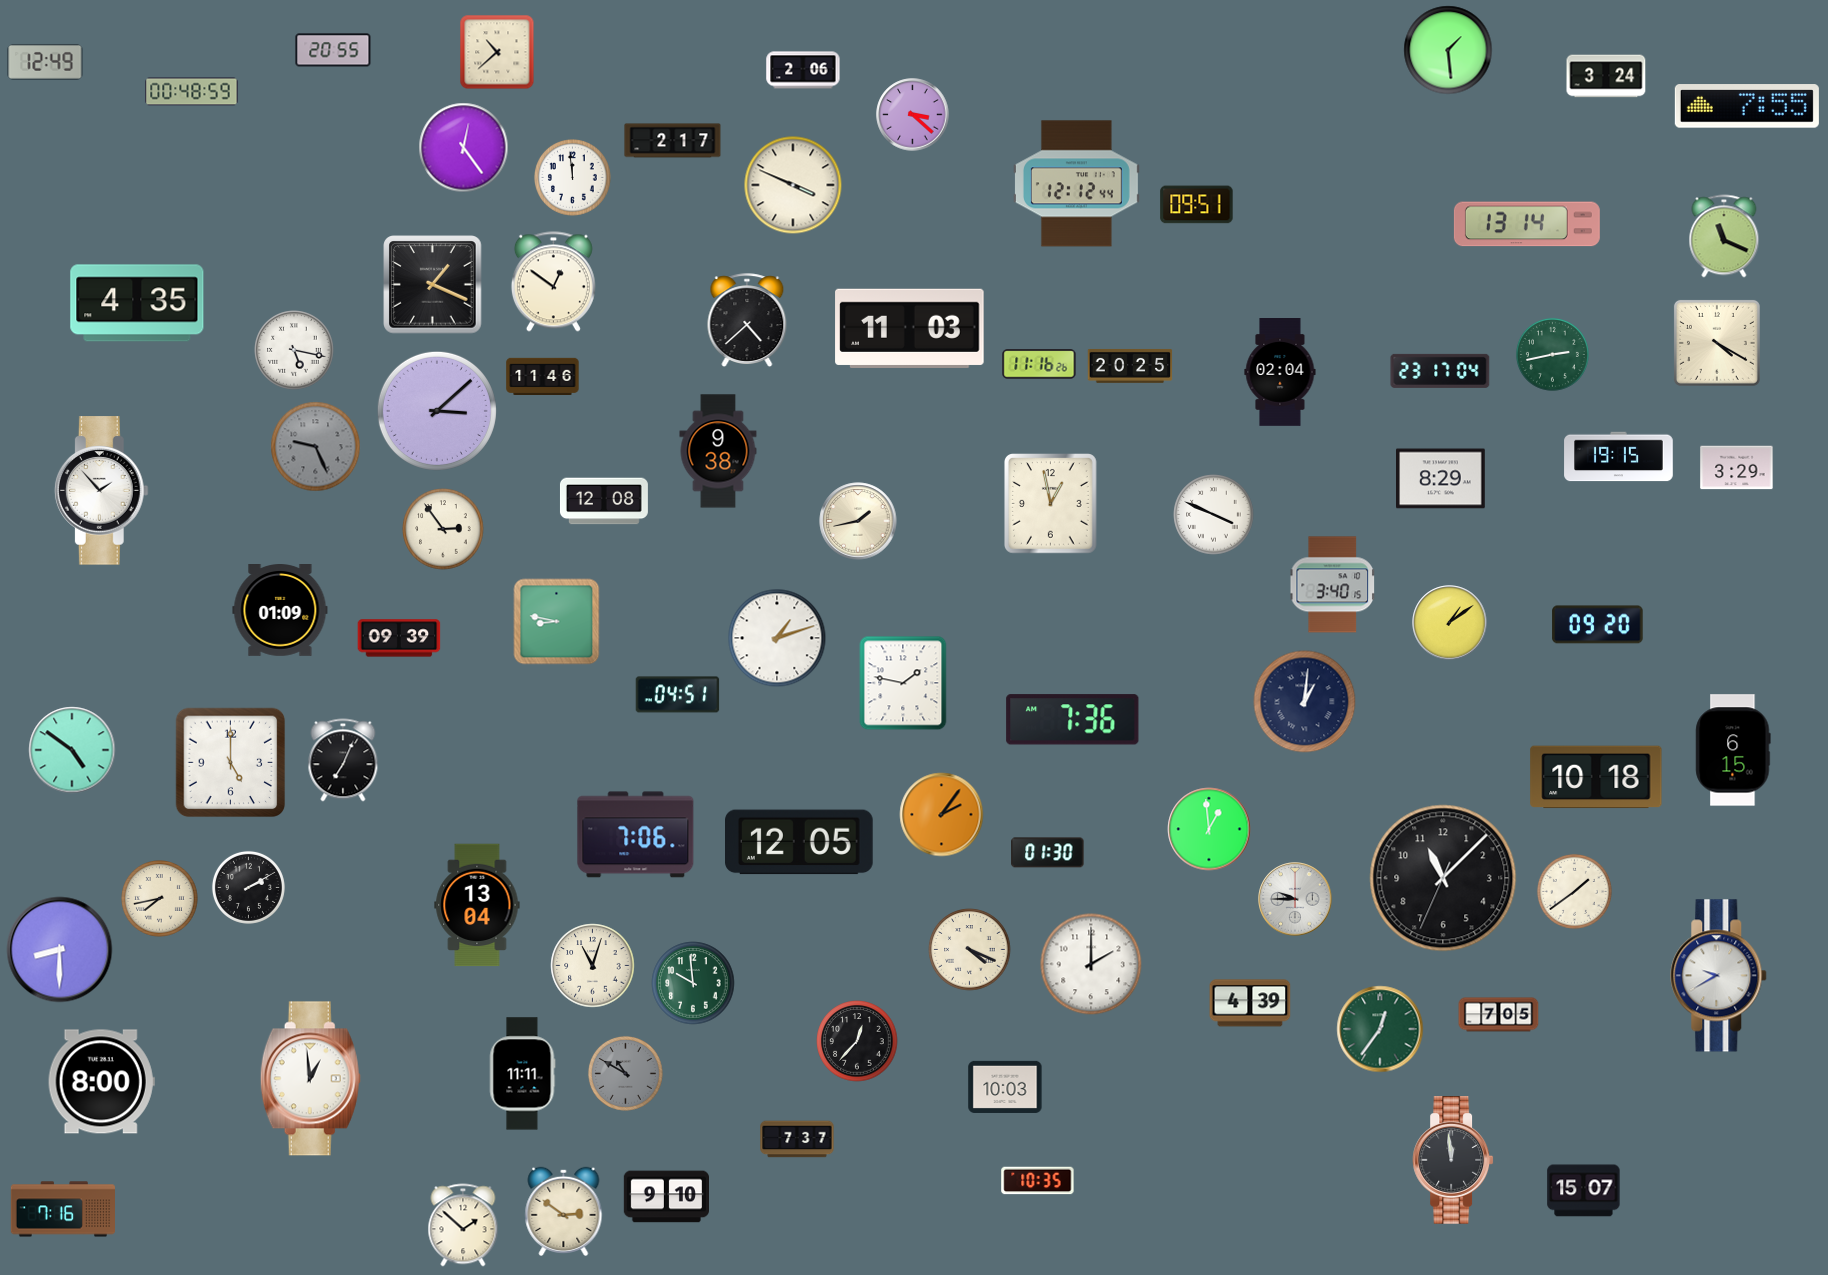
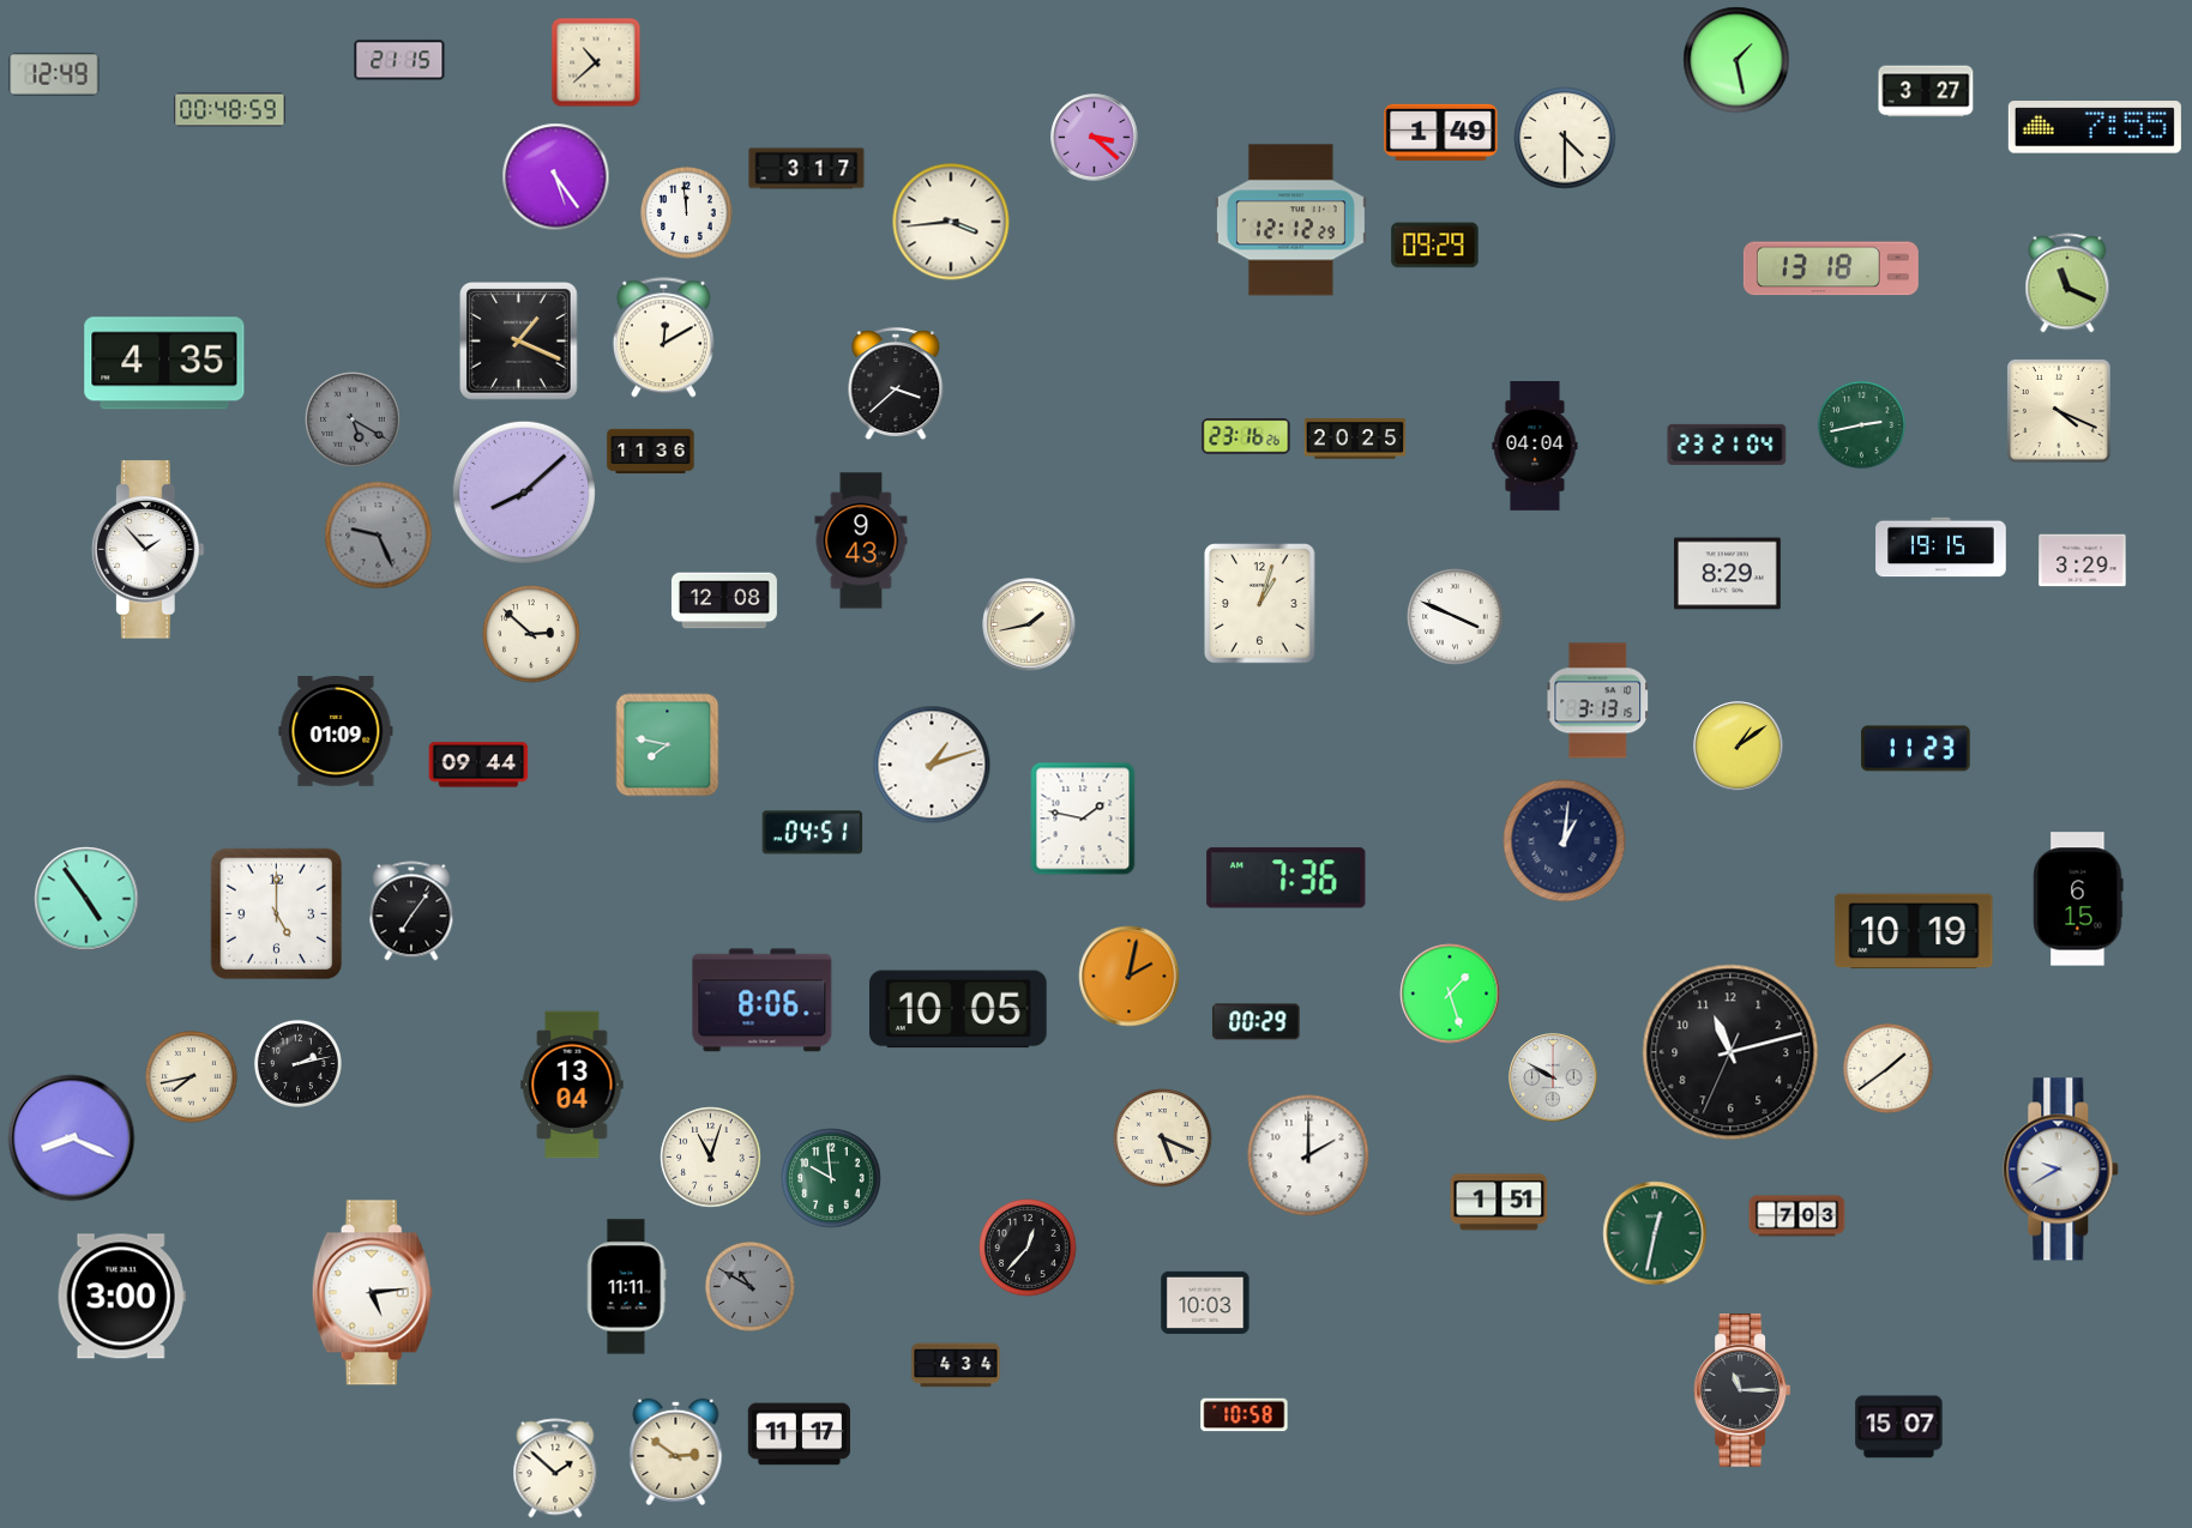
clock at (333, 50): 20:55 -> 21:15
clock at (1448, 50): 1:29 -> 1:28
clock at (803, 70): 2:06 -> none
clock at (1606, 76): 3:24 -> 3:27
clock at (1441, 132): none -> 1:49
clock at (1565, 138): none -> 4:30
clock at (673, 141): 2:17 -> 3:17
clock at (464, 148): 12:24 -> 5:24
clock at (1076, 184): 12:12:44 -> 12:12:29
clock at (793, 185): 3:49 -> 3:44
clock at (1197, 205): 09:51 -> 09:29
clock at (1527, 224): 13:14 -> 13:18
clock at (553, 282): 12:51 -> 12:10
clock at (747, 320): 4:38 -> 3:38
clock at (910, 328): 11:03 -> none
clock at (1717, 343): 4:20 -> 4:19
clock at (294, 350): 5:17 -> 5:20
clock at (294, 350) dial: white -> grey
clock at (1039, 364): 11:16 -> 23:16
clock at (1440, 371): 23:17 -> 23:21
clock at (1280, 373): 02:04 -> 04:04
clock at (543, 376): 11:46 -> 11:36
clock at (437, 411): 3:08 -> 8:08
clock at (718, 451): 9:38 -> 9:43
clock at (101, 491) position: (101, 491) -> (147, 550)
clock at (1051, 504): 12:58 -> 1:03
clock at (443, 529): 2:54 -> 2:52
clock at (1332, 585): 3:40 -> 3:13
clock at (557, 622): 8:47 -> 7:47
clock at (1598, 625): 09:20 -> 11:23
clock at (399, 638): 09:39 -> 09:44
clock at (1073, 720) position: (1073, 720) -> (1287, 878)
clock at (72, 750): 4:51 -> 4:54
clock at (343, 760): 7:04 -> 7:06
clock at (1596, 777): 10:18 -> 10:19
clock at (942, 815): 2:06 -> 2:02
clock at (1209, 829): 12:59 -> 1:27
clock at (636, 835): 7:06 -> 8:06
clock at (800, 842): 12:05 -> 10:05
clock at (1048, 853): 01:30 -> 00:29
clock at (1443, 878): 11:07 -> 11:12
clock at (248, 887): 2:10 -> 2:13
clock at (1295, 899): 9:45 -> 9:50
clock at (60, 950): 8:30 -> 8:19
clock at (970, 950): 4:19 -> 5:19
clock at (1250, 1003): 4:39 -> 1:51
clock at (1499, 1015): 7:05 -> 7:03
clock at (1380, 1029): 12:36 -> 12:32
clock at (310, 1079): 12:59 -> 5:14
clock at (101, 1082): 8:00 -> 3:00
clock at (797, 1139): 7:37 -> 4:34
clock at (1453, 1161): 11:59 -> 11:15
clock at (1038, 1181): 10:35 -> 10:58
clock at (666, 1197): 9:10 -> 11:17
clock at (63, 1209): 7:16 -> none
